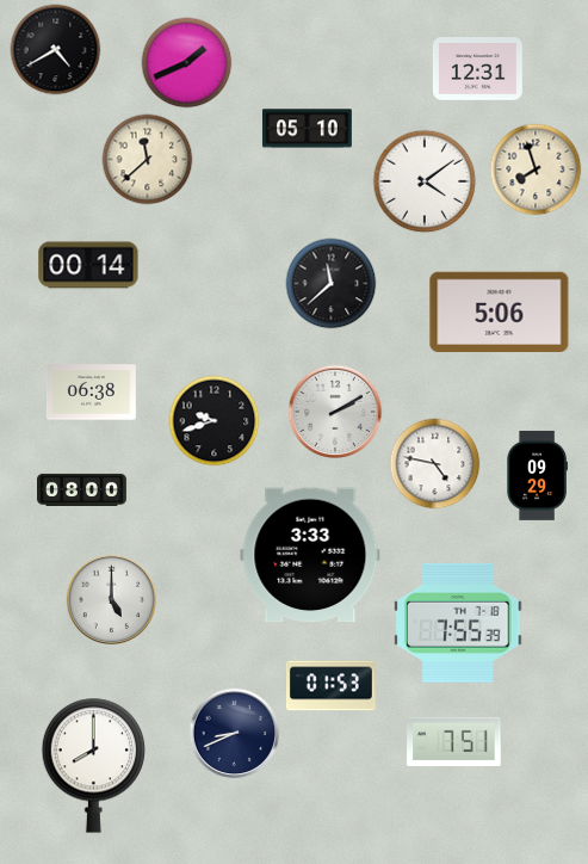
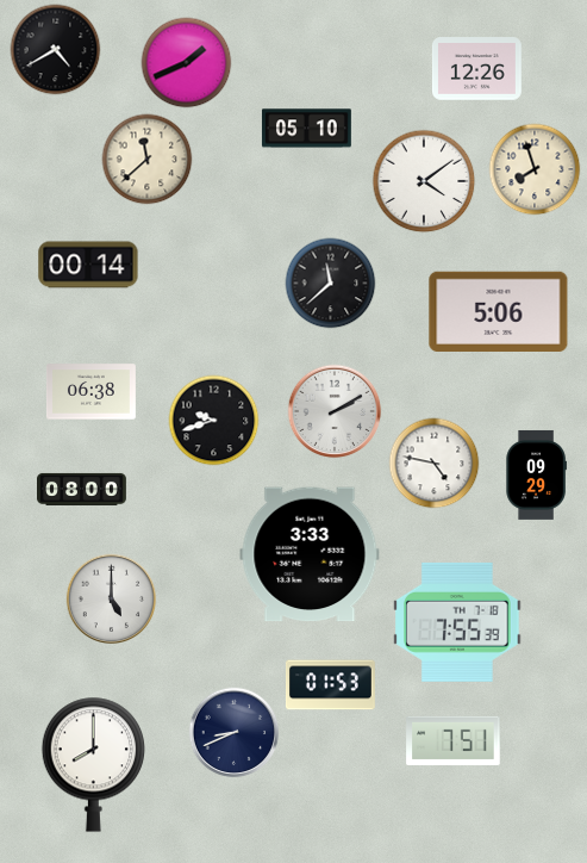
clock at (477, 69): 12:31 -> 12:26
